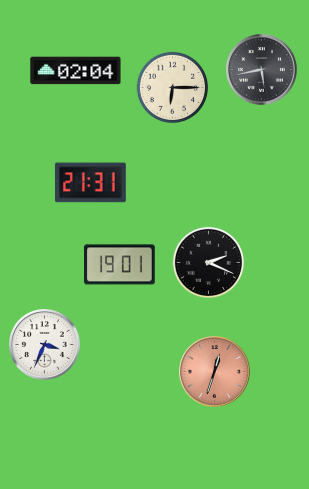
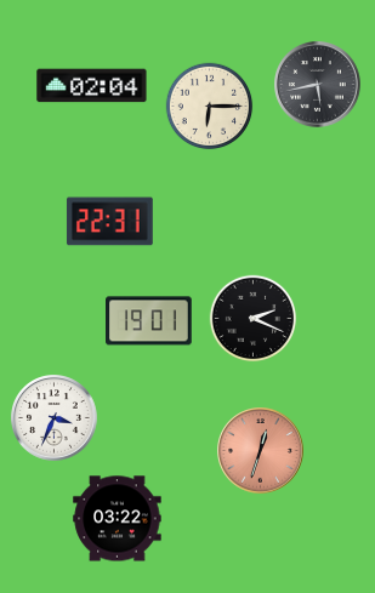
clock at (90, 183): 21:31 -> 22:31
clock at (120, 265) position: (120, 265) -> (149, 321)
clock at (118, 519): none -> 03:22
